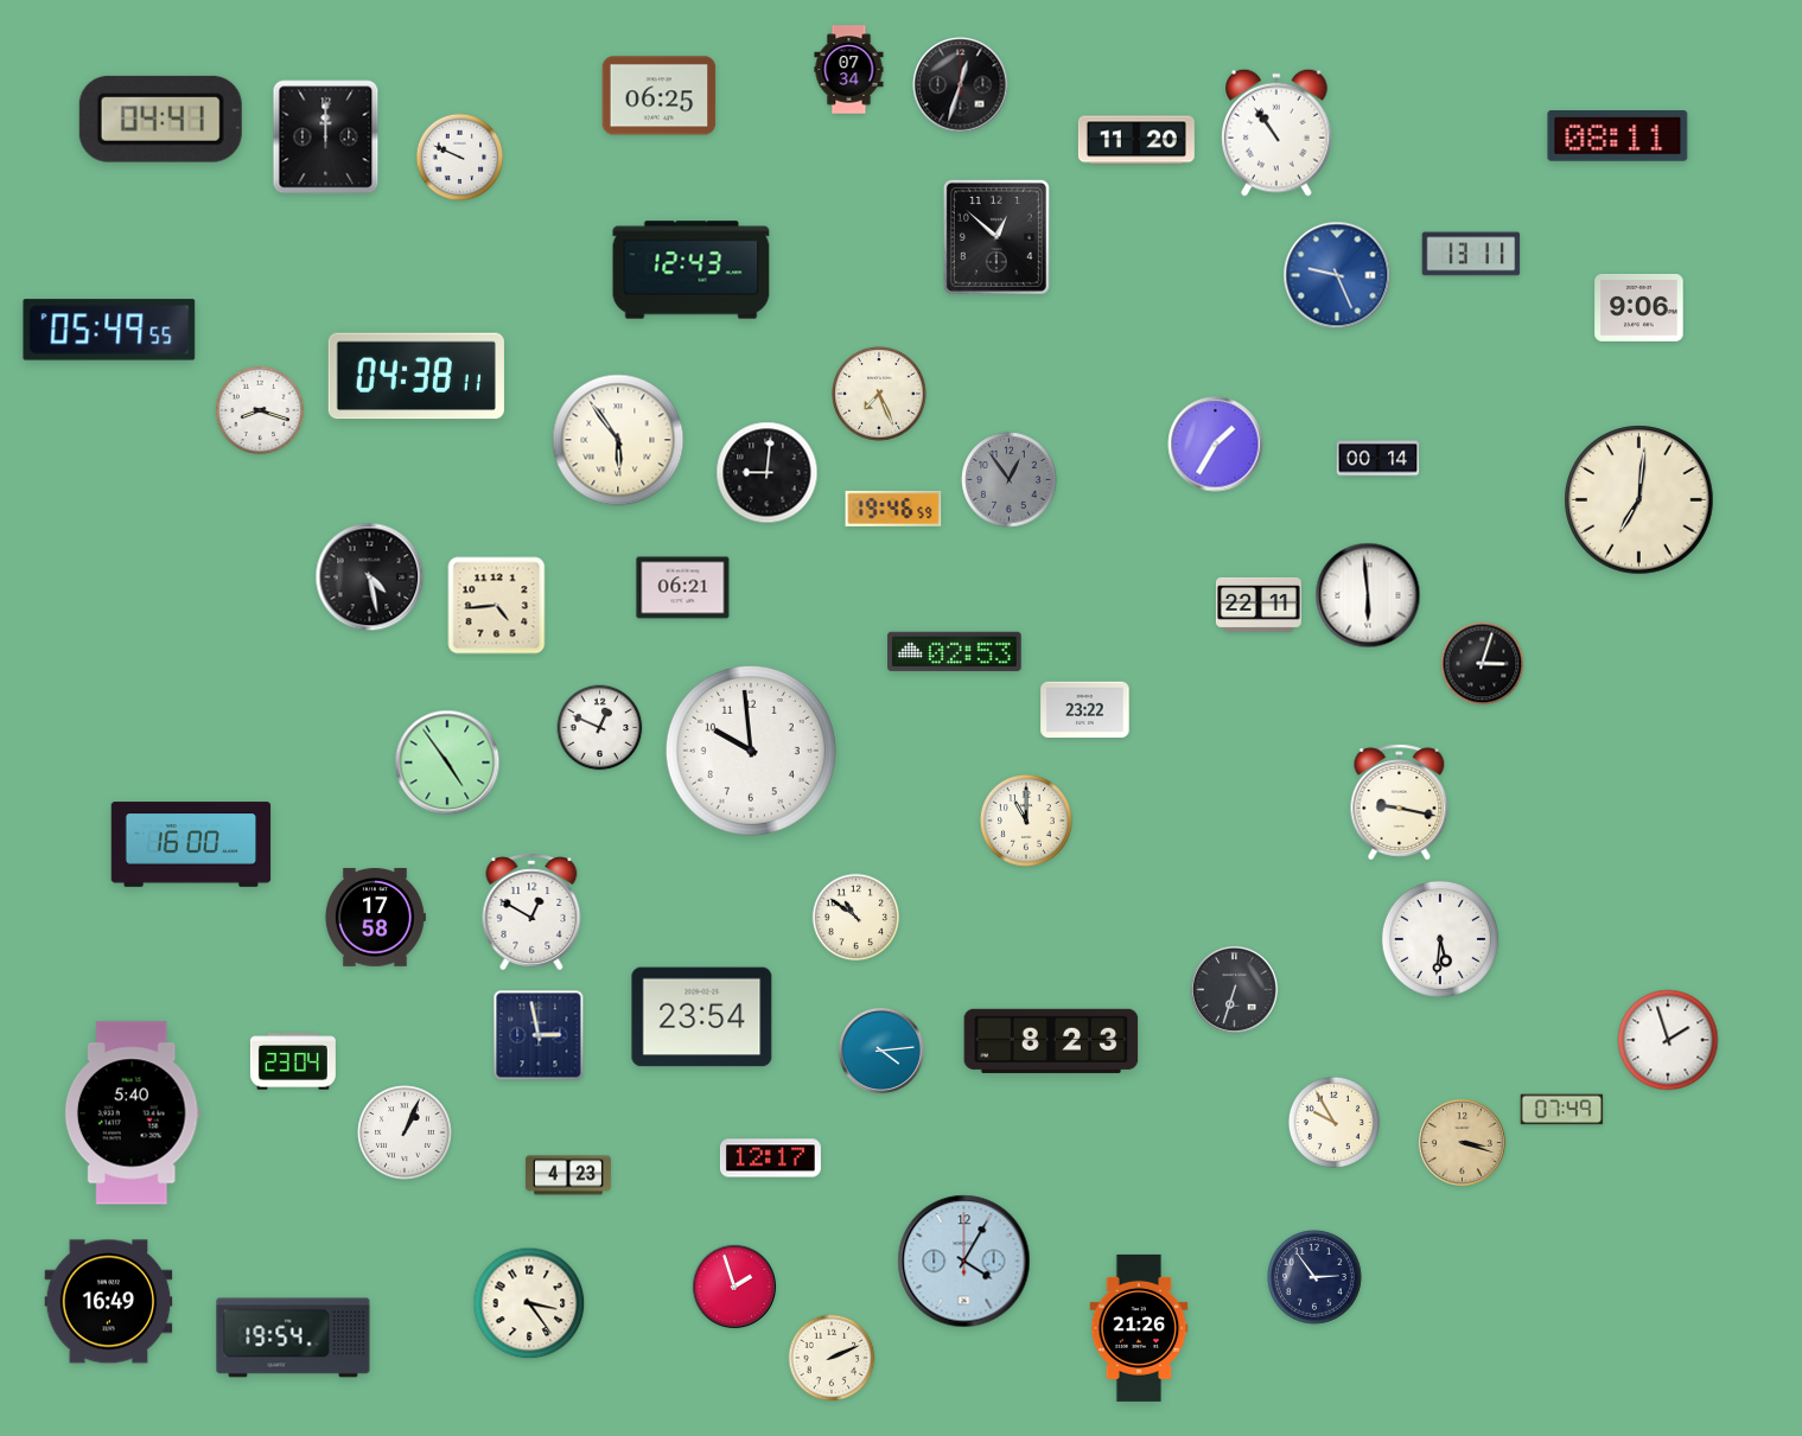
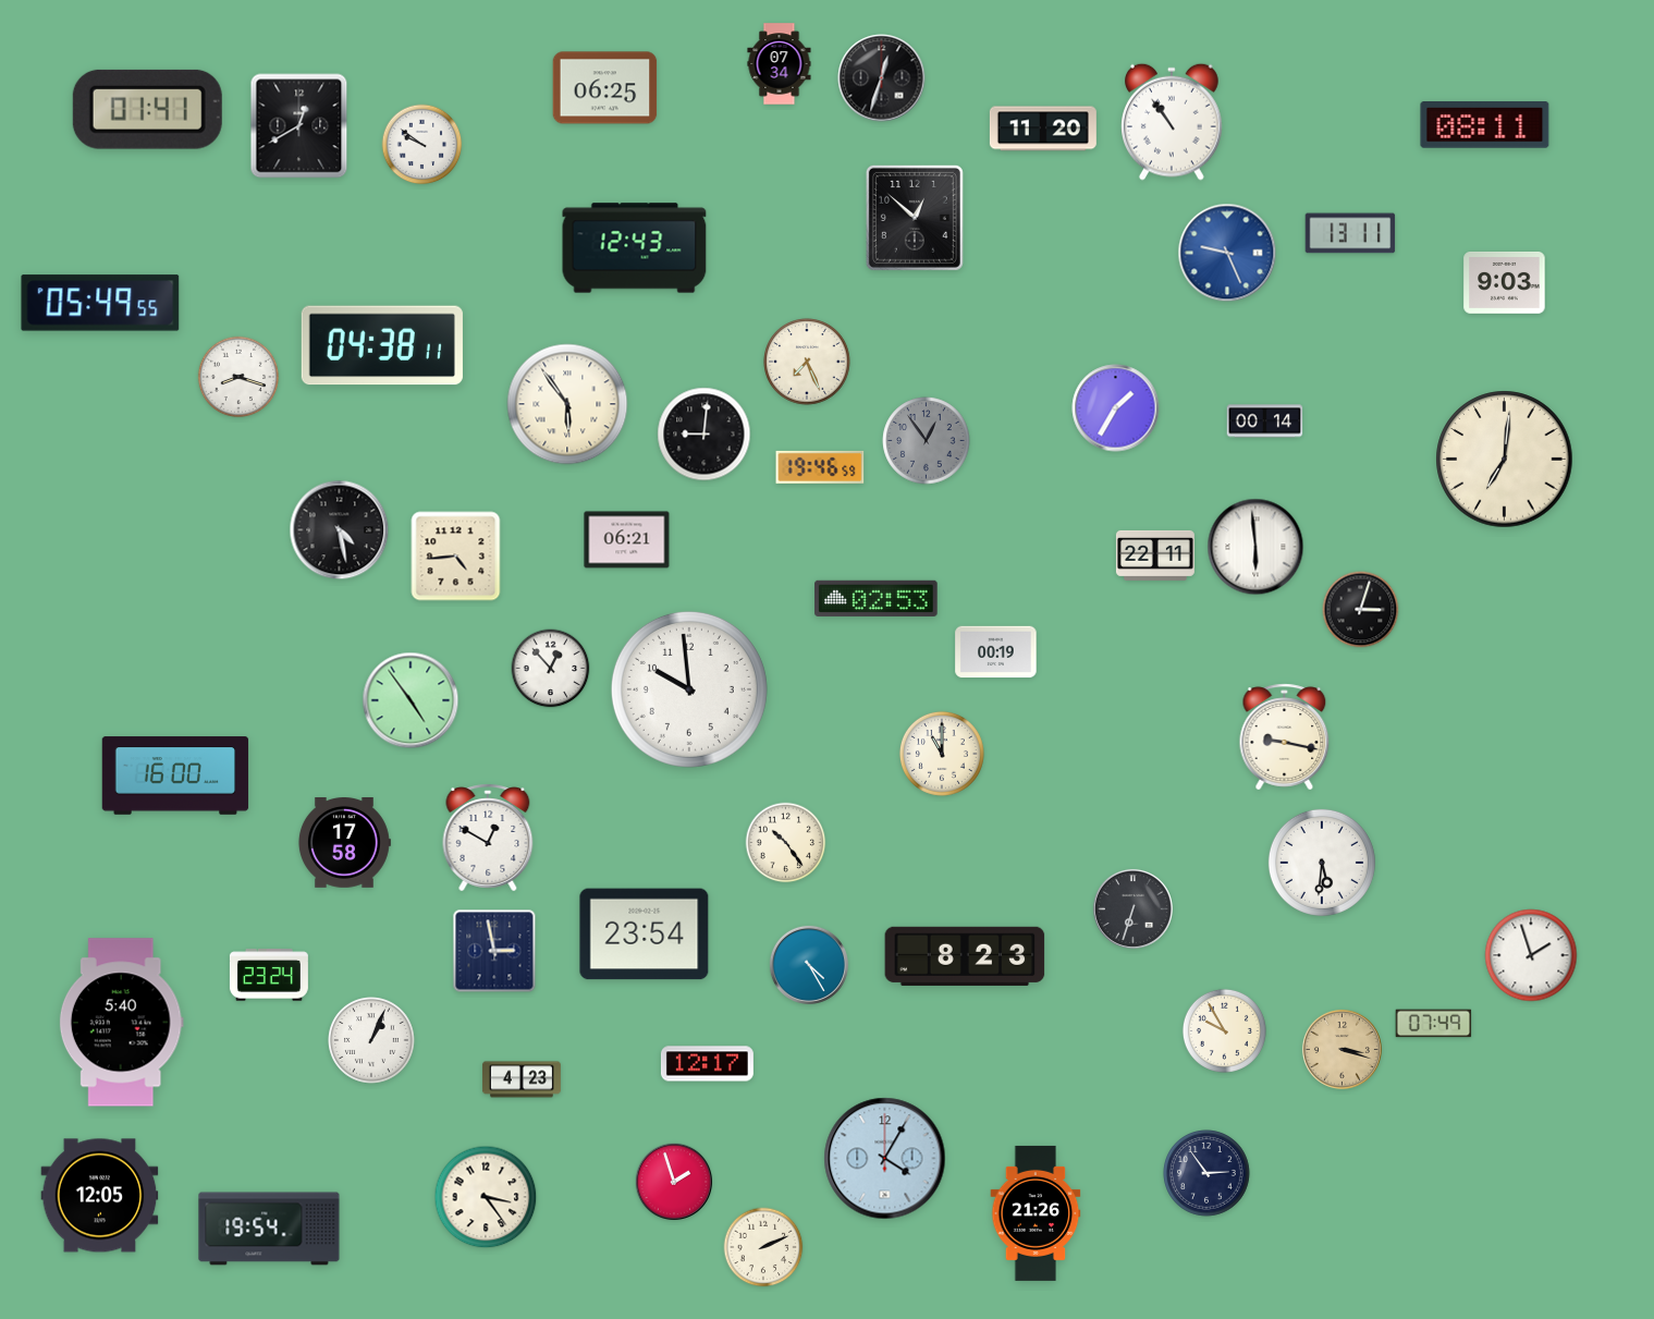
clock at (160, 119): 04:41 -> 01:41
clock at (326, 138): 12:00 -> 12:40
clock at (460, 158): 9:49 -> 9:51
clock at (1639, 308): 9:06 -> 9:03
clock at (1085, 710): 23:22 -> 00:19
clock at (600, 728): 12:49 -> 12:53
clock at (857, 918): 10:51 -> 10:24
clock at (881, 1051): 4:14 -> 4:25
clock at (293, 1061): 23:04 -> 23:24
clock at (1562, 1110) position: (1562, 1110) -> (1434, 1024)
clock at (109, 1302): 16:49 -> 12:05
clock at (1139, 1328) position: (1139, 1328) -> (1036, 1213)
